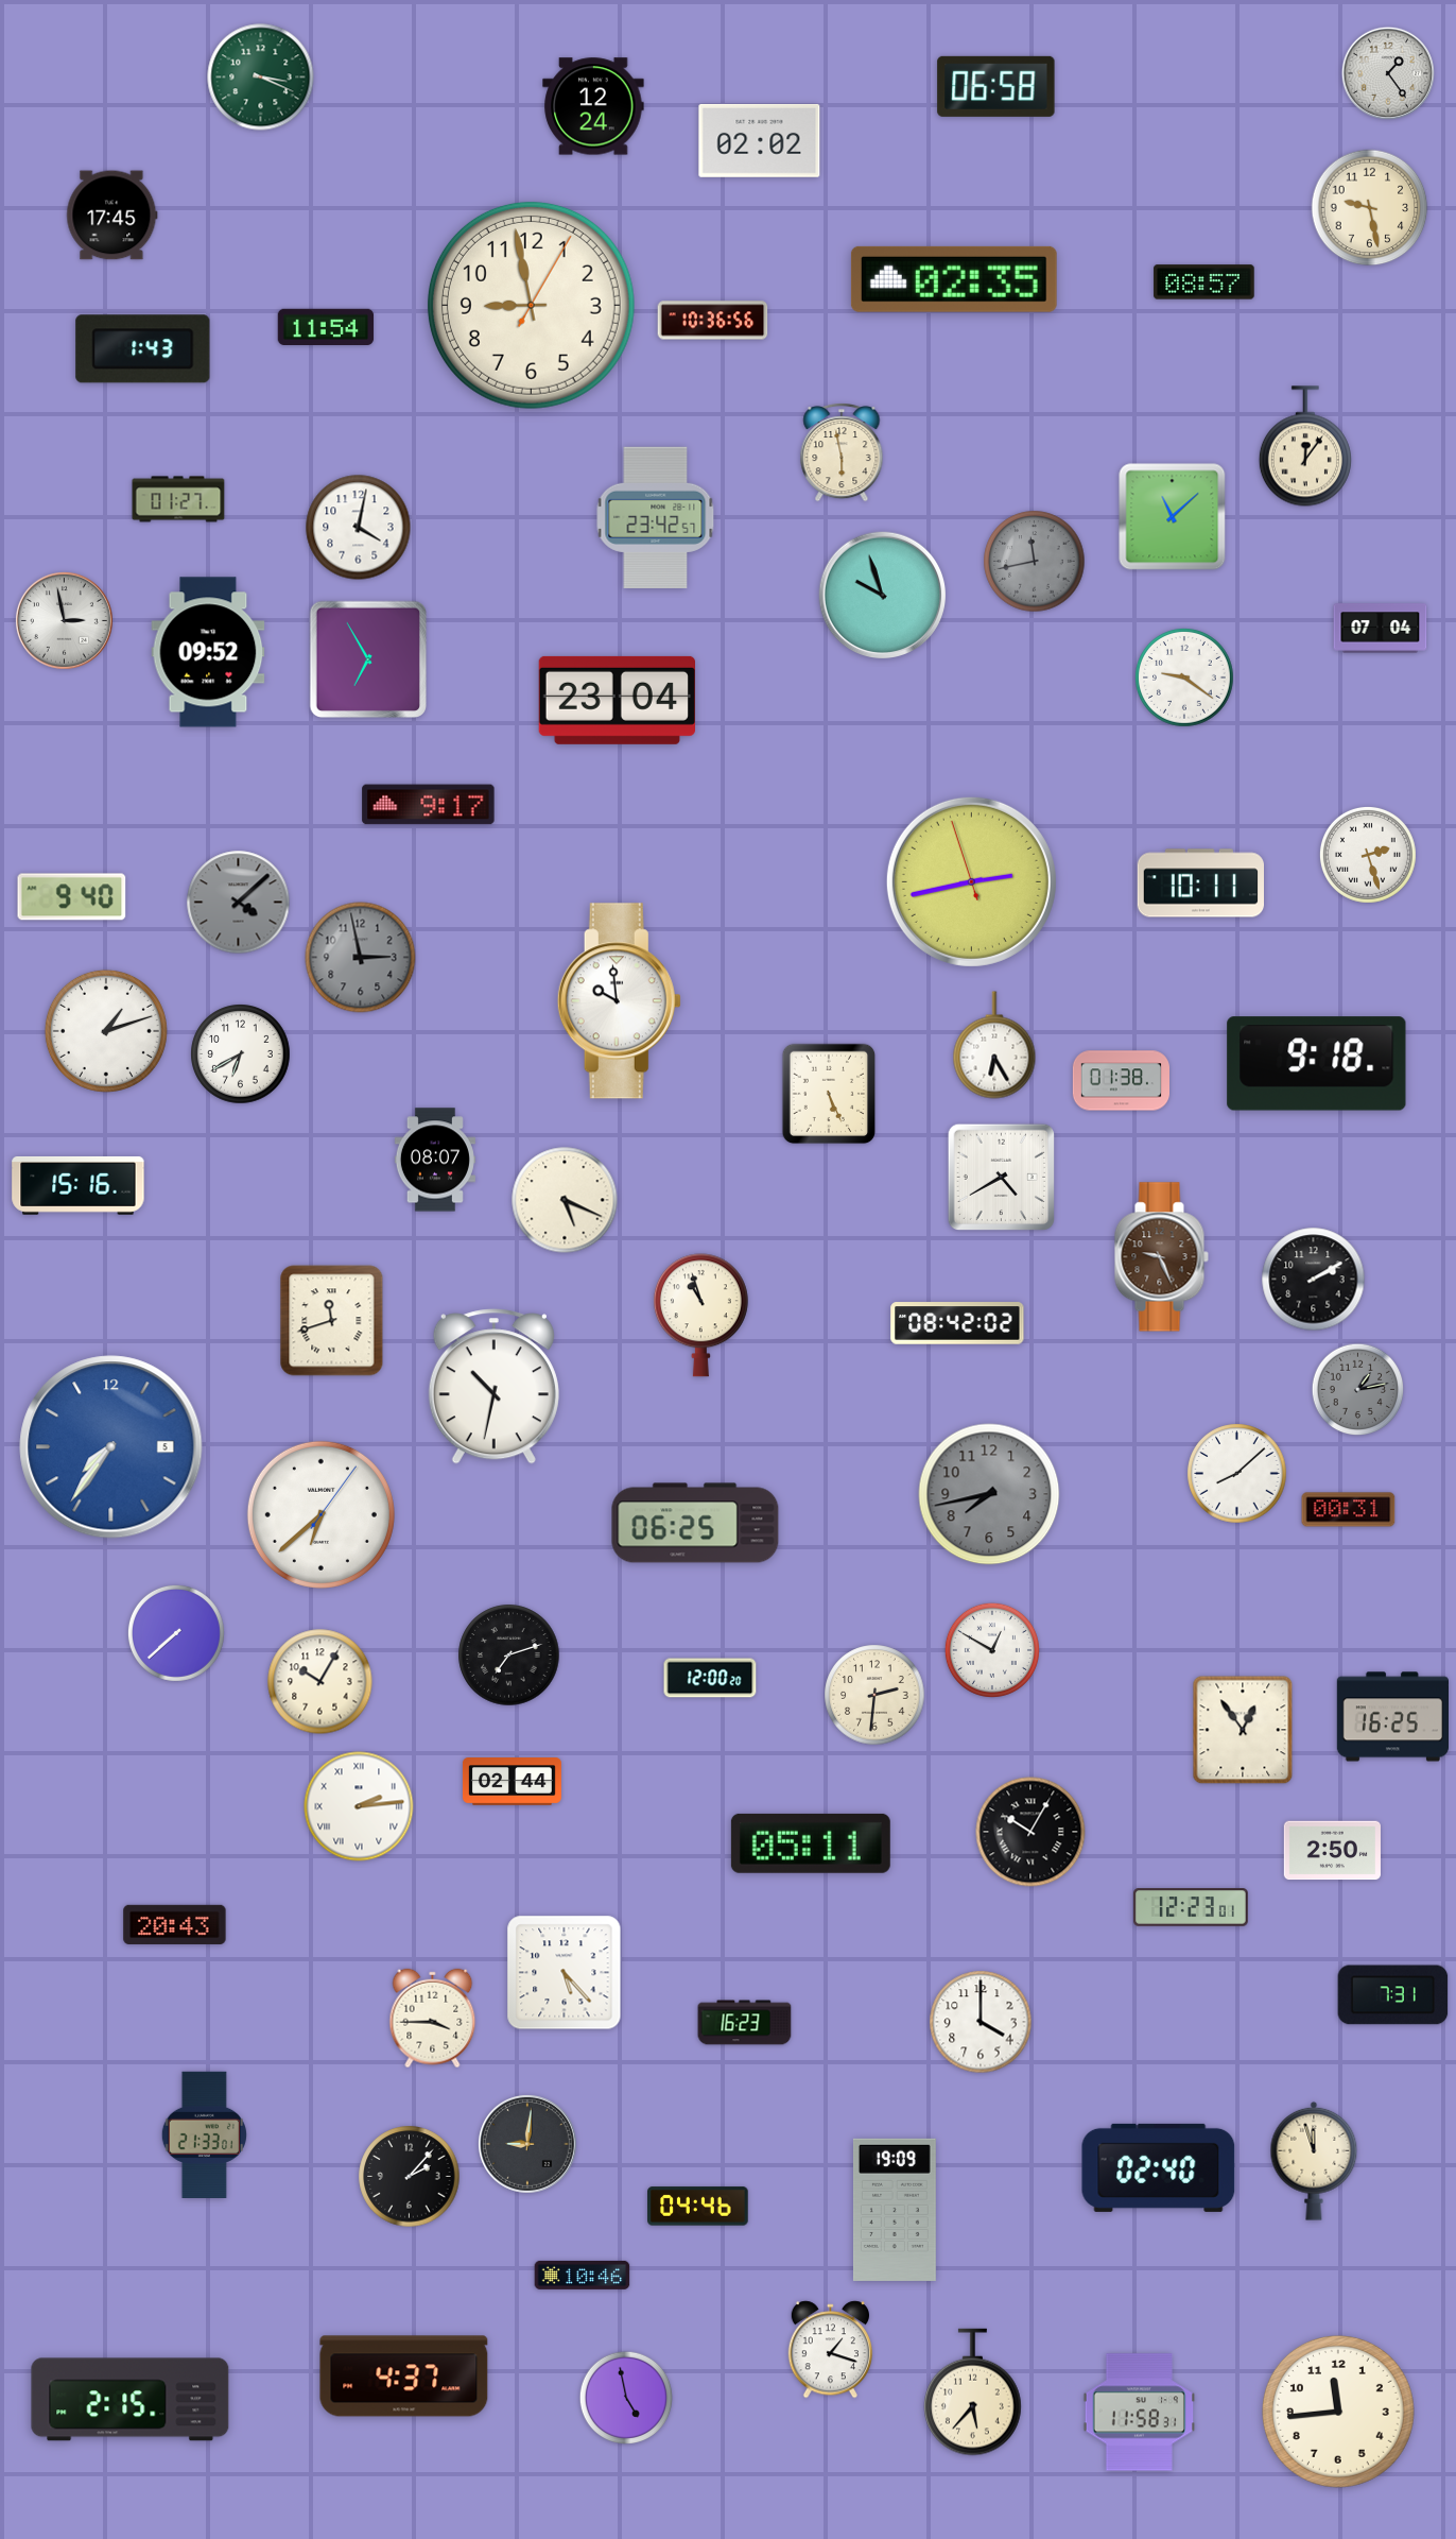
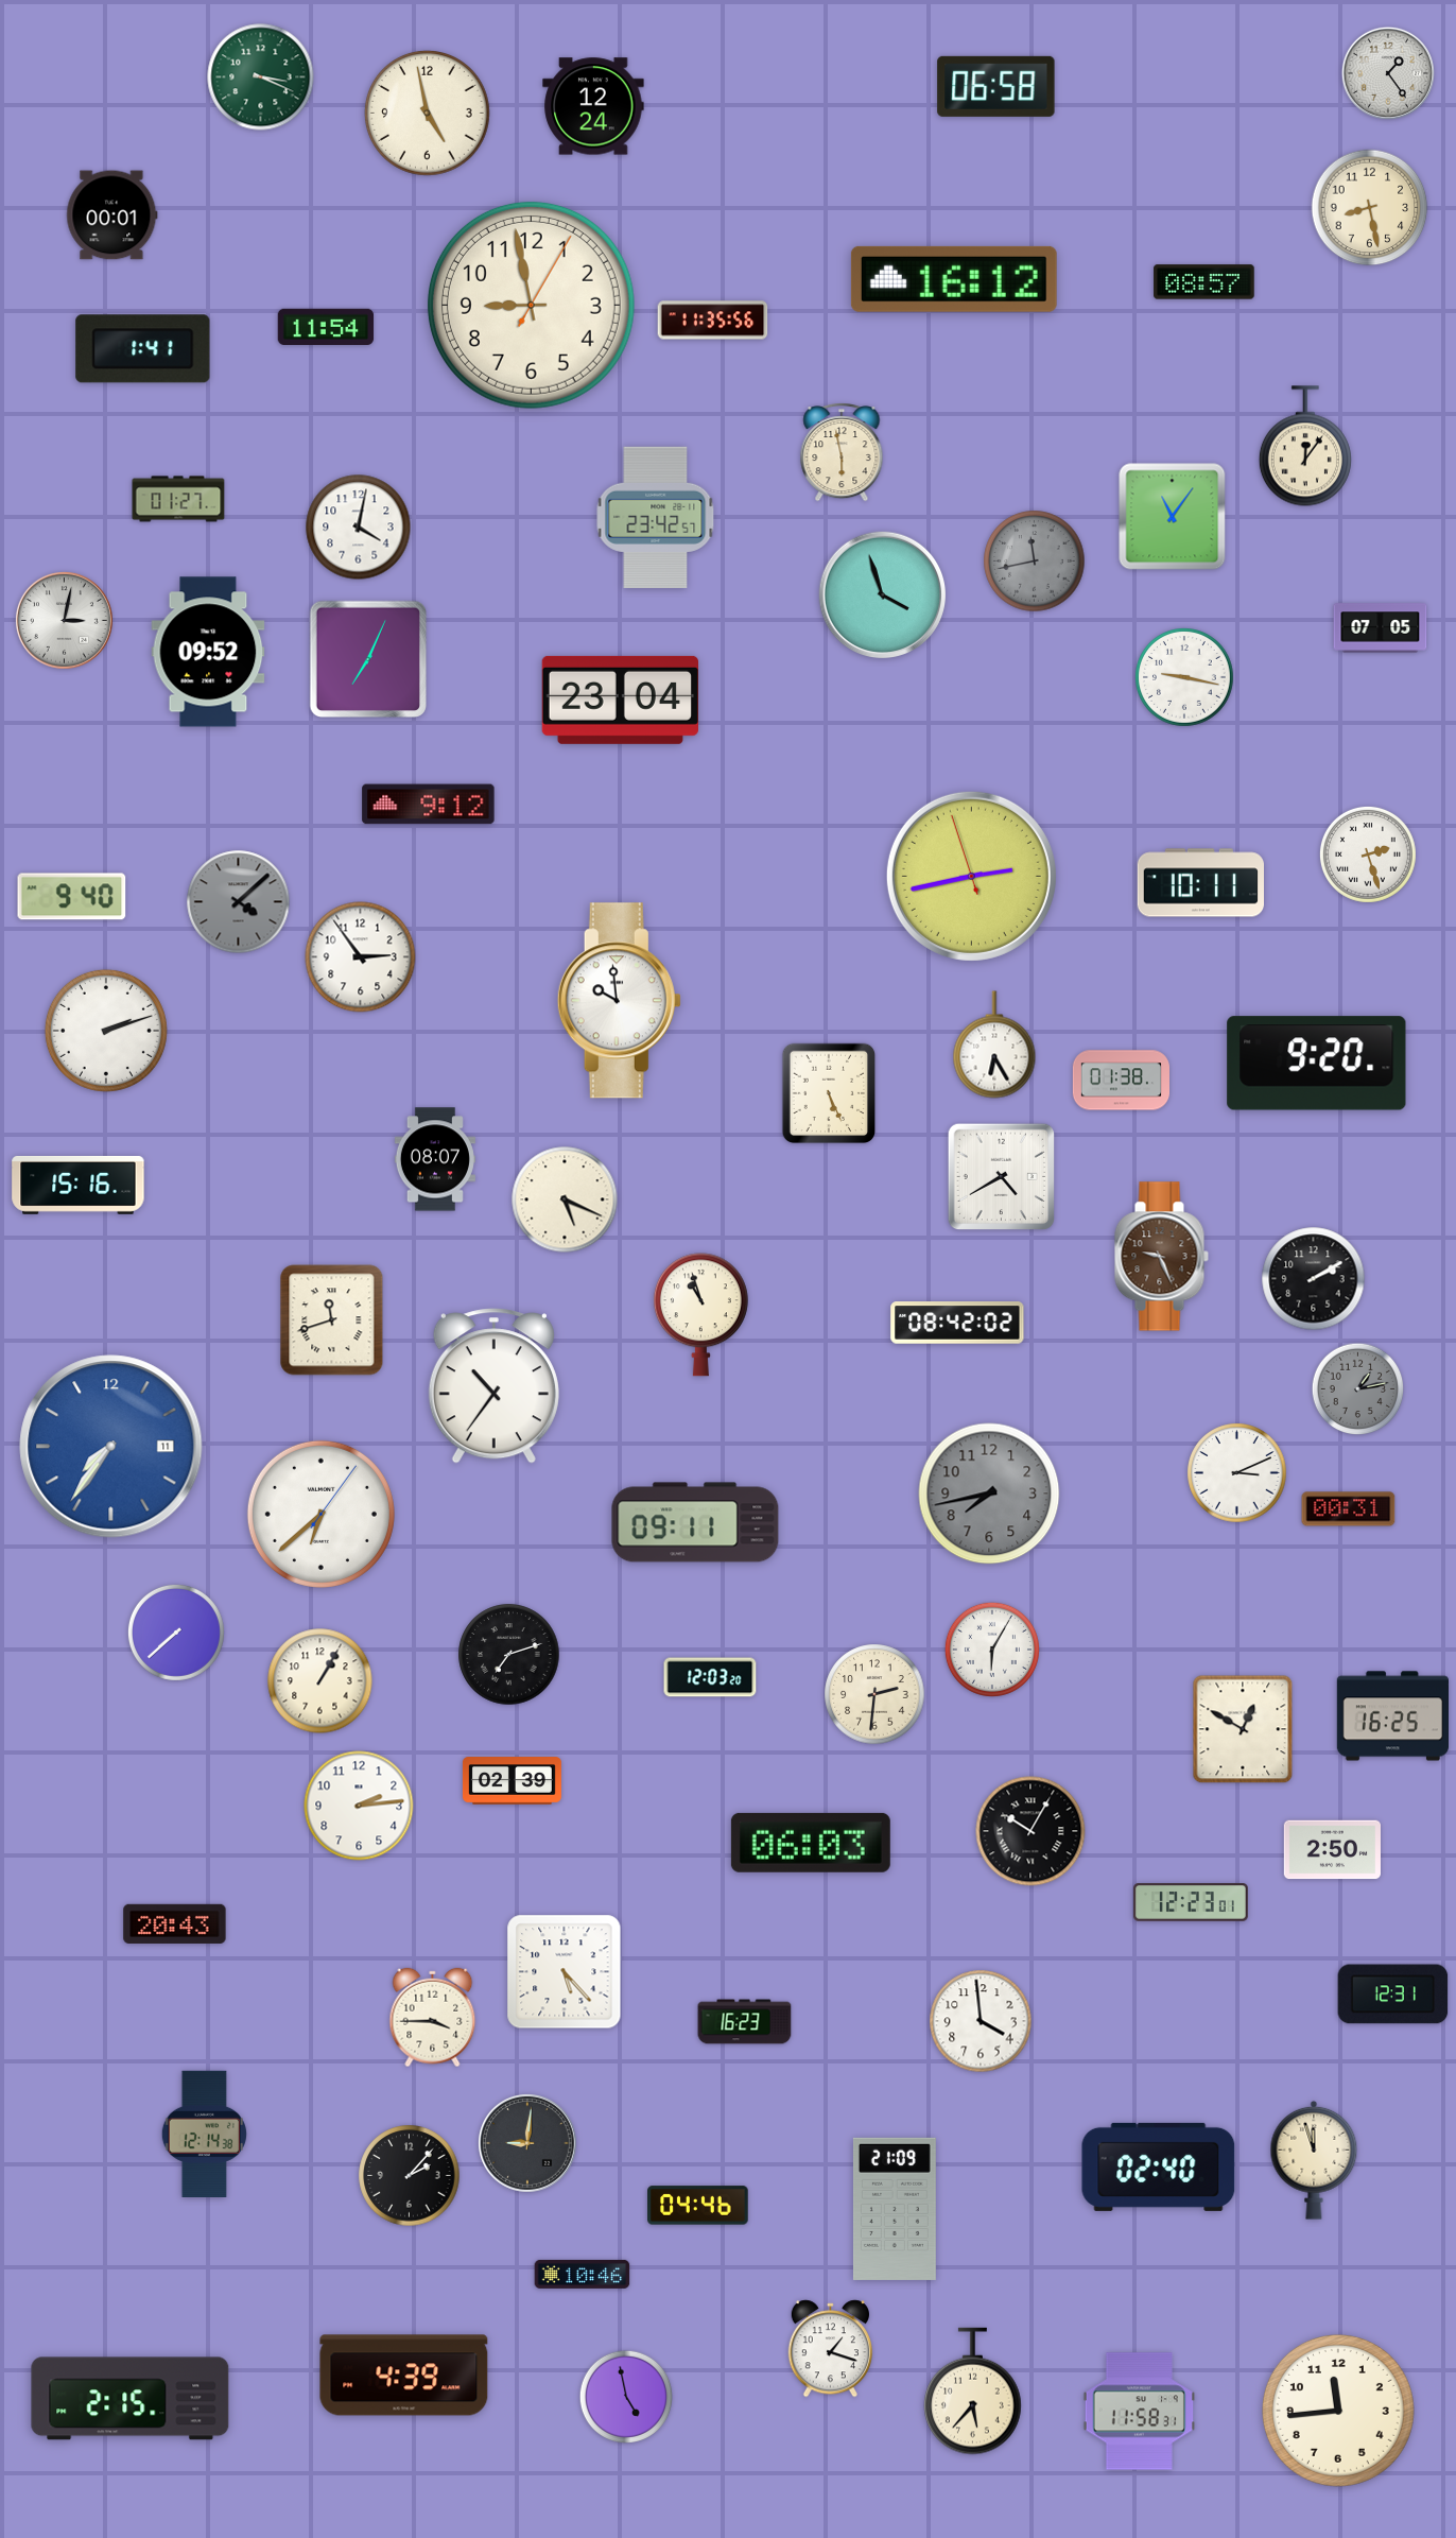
clock at (428, 114): none -> 4:58
clock at (760, 140): 02:02 -> none
clock at (1370, 208): 9:28 -> 8:28
clock at (112, 216): 17:45 -> 00:01
clock at (954, 279): 02:35 -> 16:12
clock at (713, 321): 10:36 -> 11:35
clock at (143, 349): 1:43 -> 1:41
clock at (1173, 517): 11:08 -> 11:06
clock at (883, 596): 9:57 -> 3:57
clock at (64, 620): 2:58 -> 3:02
clock at (1381, 629): 07:04 -> 07:05
clock at (367, 658): 6:55 -> 7:04
clock at (1185, 679): 9:21 -> 9:17
clock at (617, 700) position: (617, 700) -> (620, 700)
clock at (429, 805): 9:17 -> 9:12
clock at (971, 881) position: (971, 881) -> (971, 876)
clock at (361, 958): 2:58 -> 2:54
clock at (361, 958) dial: grey -> white
clock at (106, 1031): 1:12 -> 2:12
clock at (241, 1054): 6:40 -> none
clock at (1317, 1064): 9:18 -> 9:20
clock at (493, 1387): 10:32 -> 10:36
clock at (111, 1447) date: 5 -> 11
clock at (1237, 1474): 8:08 -> 3:11
clock at (695, 1523): 06:25 -> 09:11
clock at (992, 1650): 12:50 -> 6:05
clock at (710, 1678): 12:00 -> 12:03
clock at (320, 1682): 10:05 -> 1:05
clock at (1243, 1730): 12:54 -> 12:50
clock at (512, 1782): 02:44 -> 02:39
clock at (359, 1806) numerals: Roman -> Arabic
clock at (811, 1843): 05:11 -> 06:03
clock at (1192, 1907) position: (1192, 1907) -> (1192, 1902)
clock at (1393, 1995): 7:31 -> 12:31
clock at (981, 2022): 4:00 -> 3:59
clock at (204, 2134): 21:33 -> 12:14
clock at (895, 2210): 19:09 -> 21:09
clock at (404, 2377): 4:37 -> 4:39
